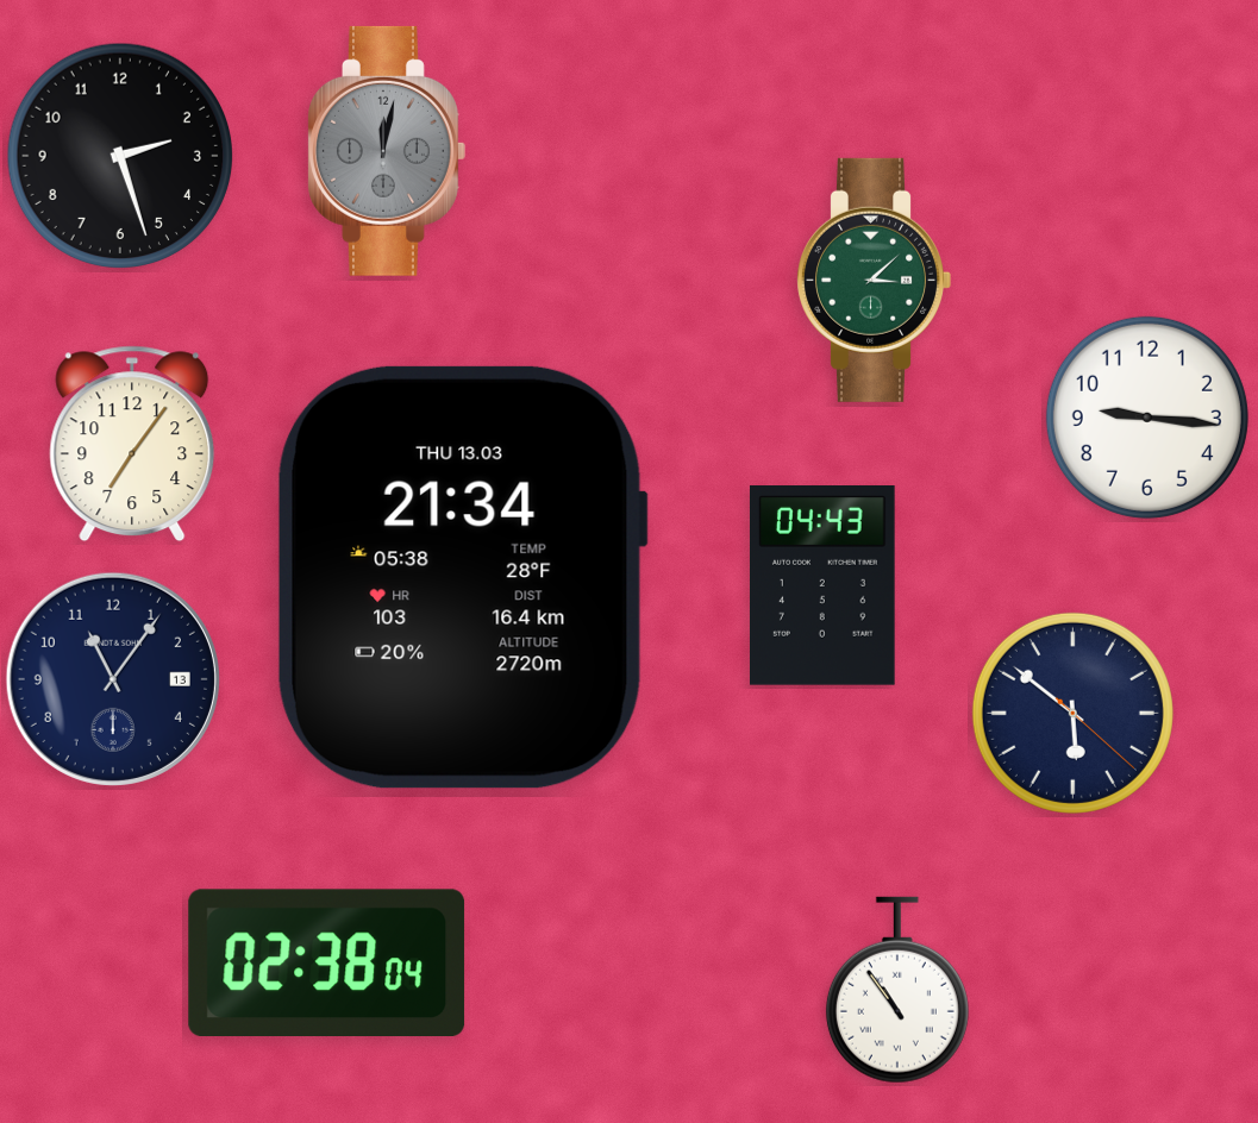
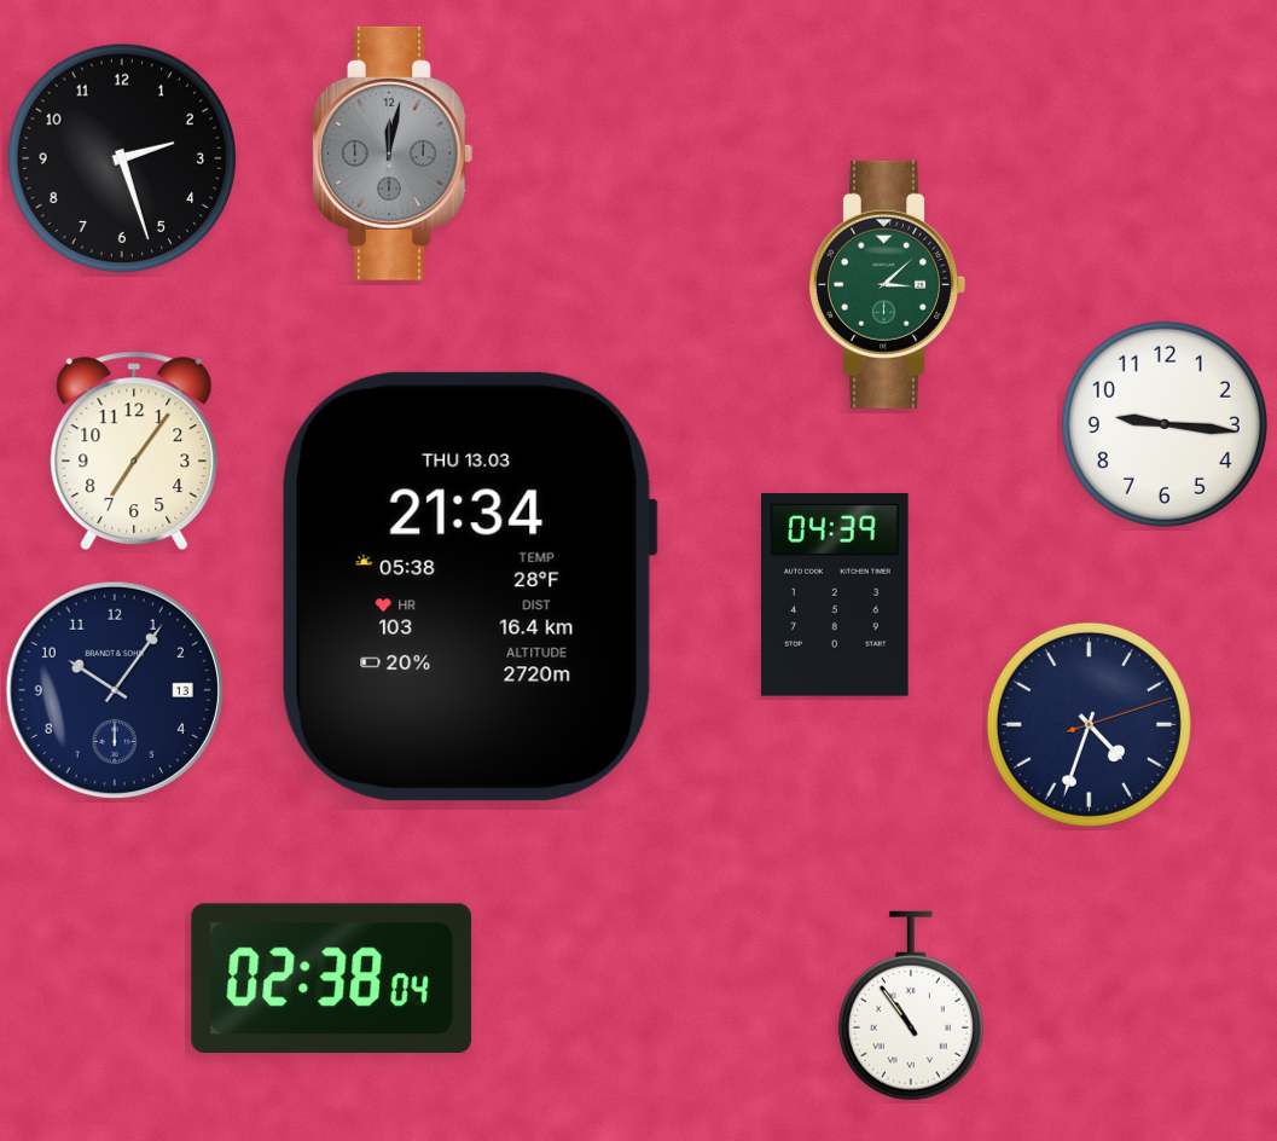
clock at (824, 586): 04:43 -> 04:39
clock at (113, 679): 11:06 -> 10:06
clock at (1072, 713): 5:51 -> 4:33
